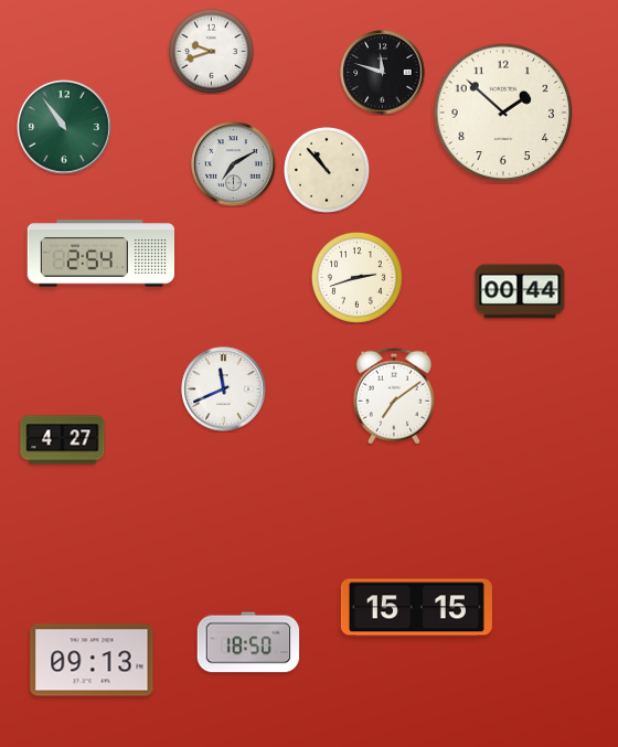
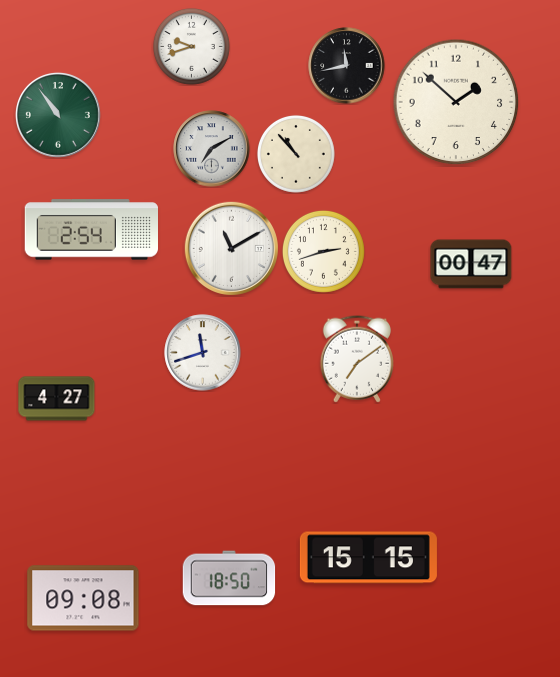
clock at (383, 73): 11:48 -> 11:43
clock at (231, 248): none -> 11:10
clock at (520, 291): 00:44 -> 00:47
clock at (224, 389): 11:41 -> 11:42
clock at (416, 608) position: (416, 608) -> (368, 558)
clock at (248, 642) position: (248, 642) -> (229, 578)
clock at (92, 660): 09:13 -> 09:08
